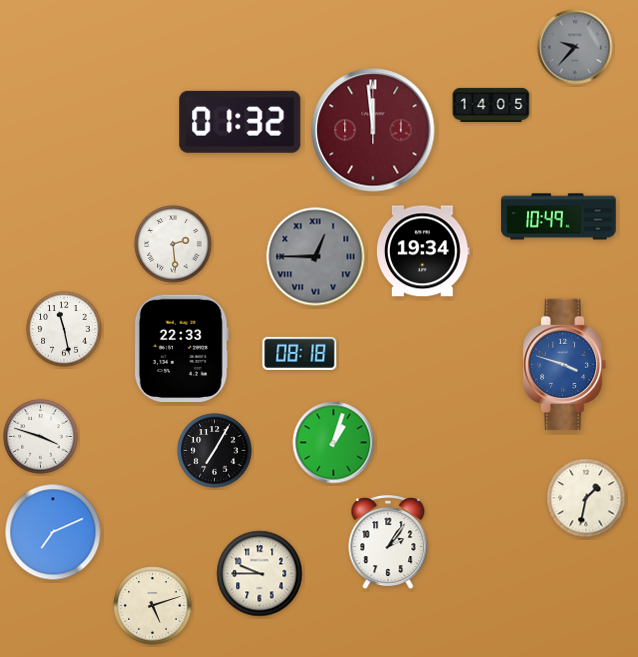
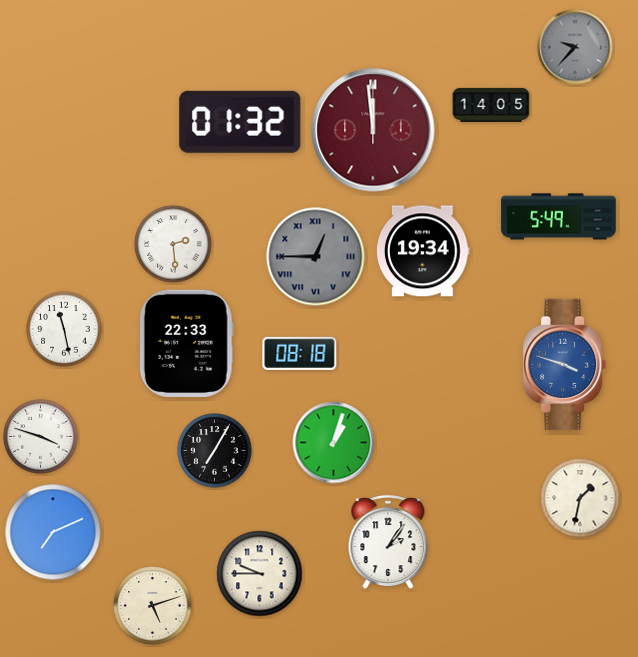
clock at (559, 217): 10:49 -> 5:49
clock at (181, 348) position: (181, 348) -> (186, 343)
clock at (586, 498) position: (586, 498) -> (580, 498)
